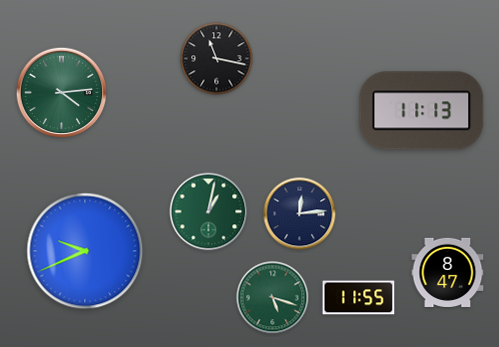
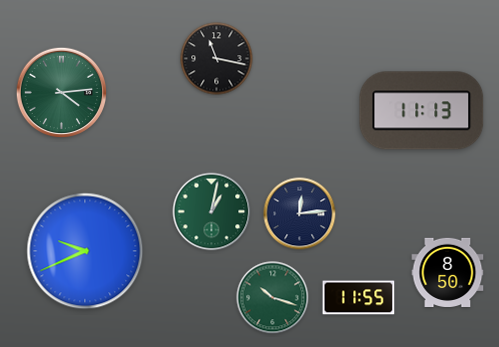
clock at (209, 212) position: (209, 212) -> (212, 212)
clock at (448, 272): 8:47 -> 8:50
clock at (273, 298): 5:18 -> 10:18
